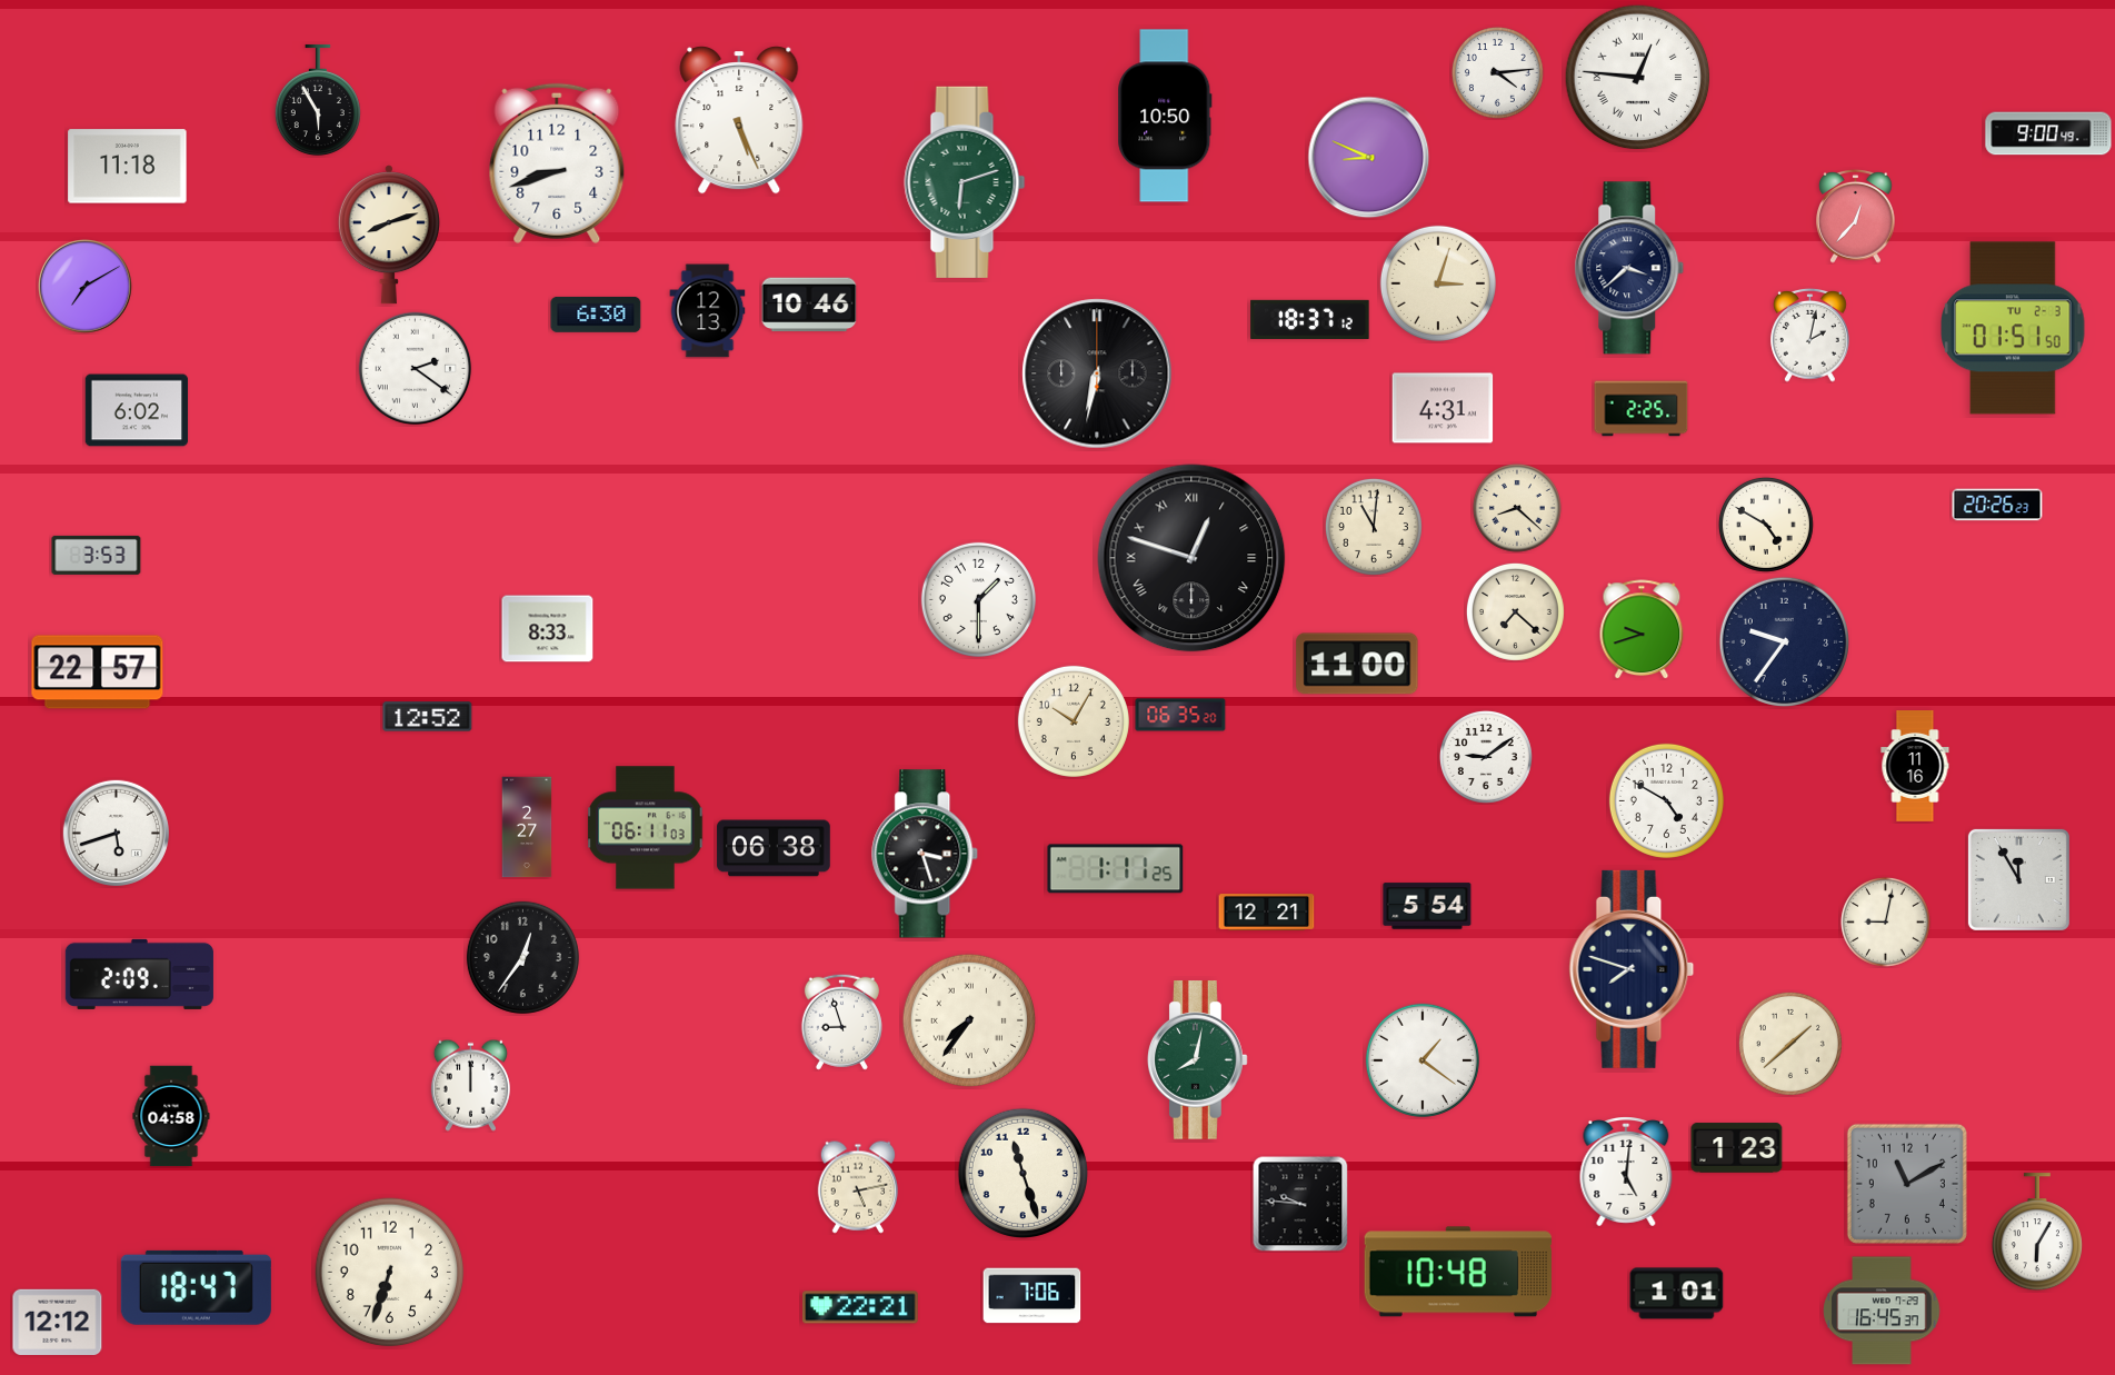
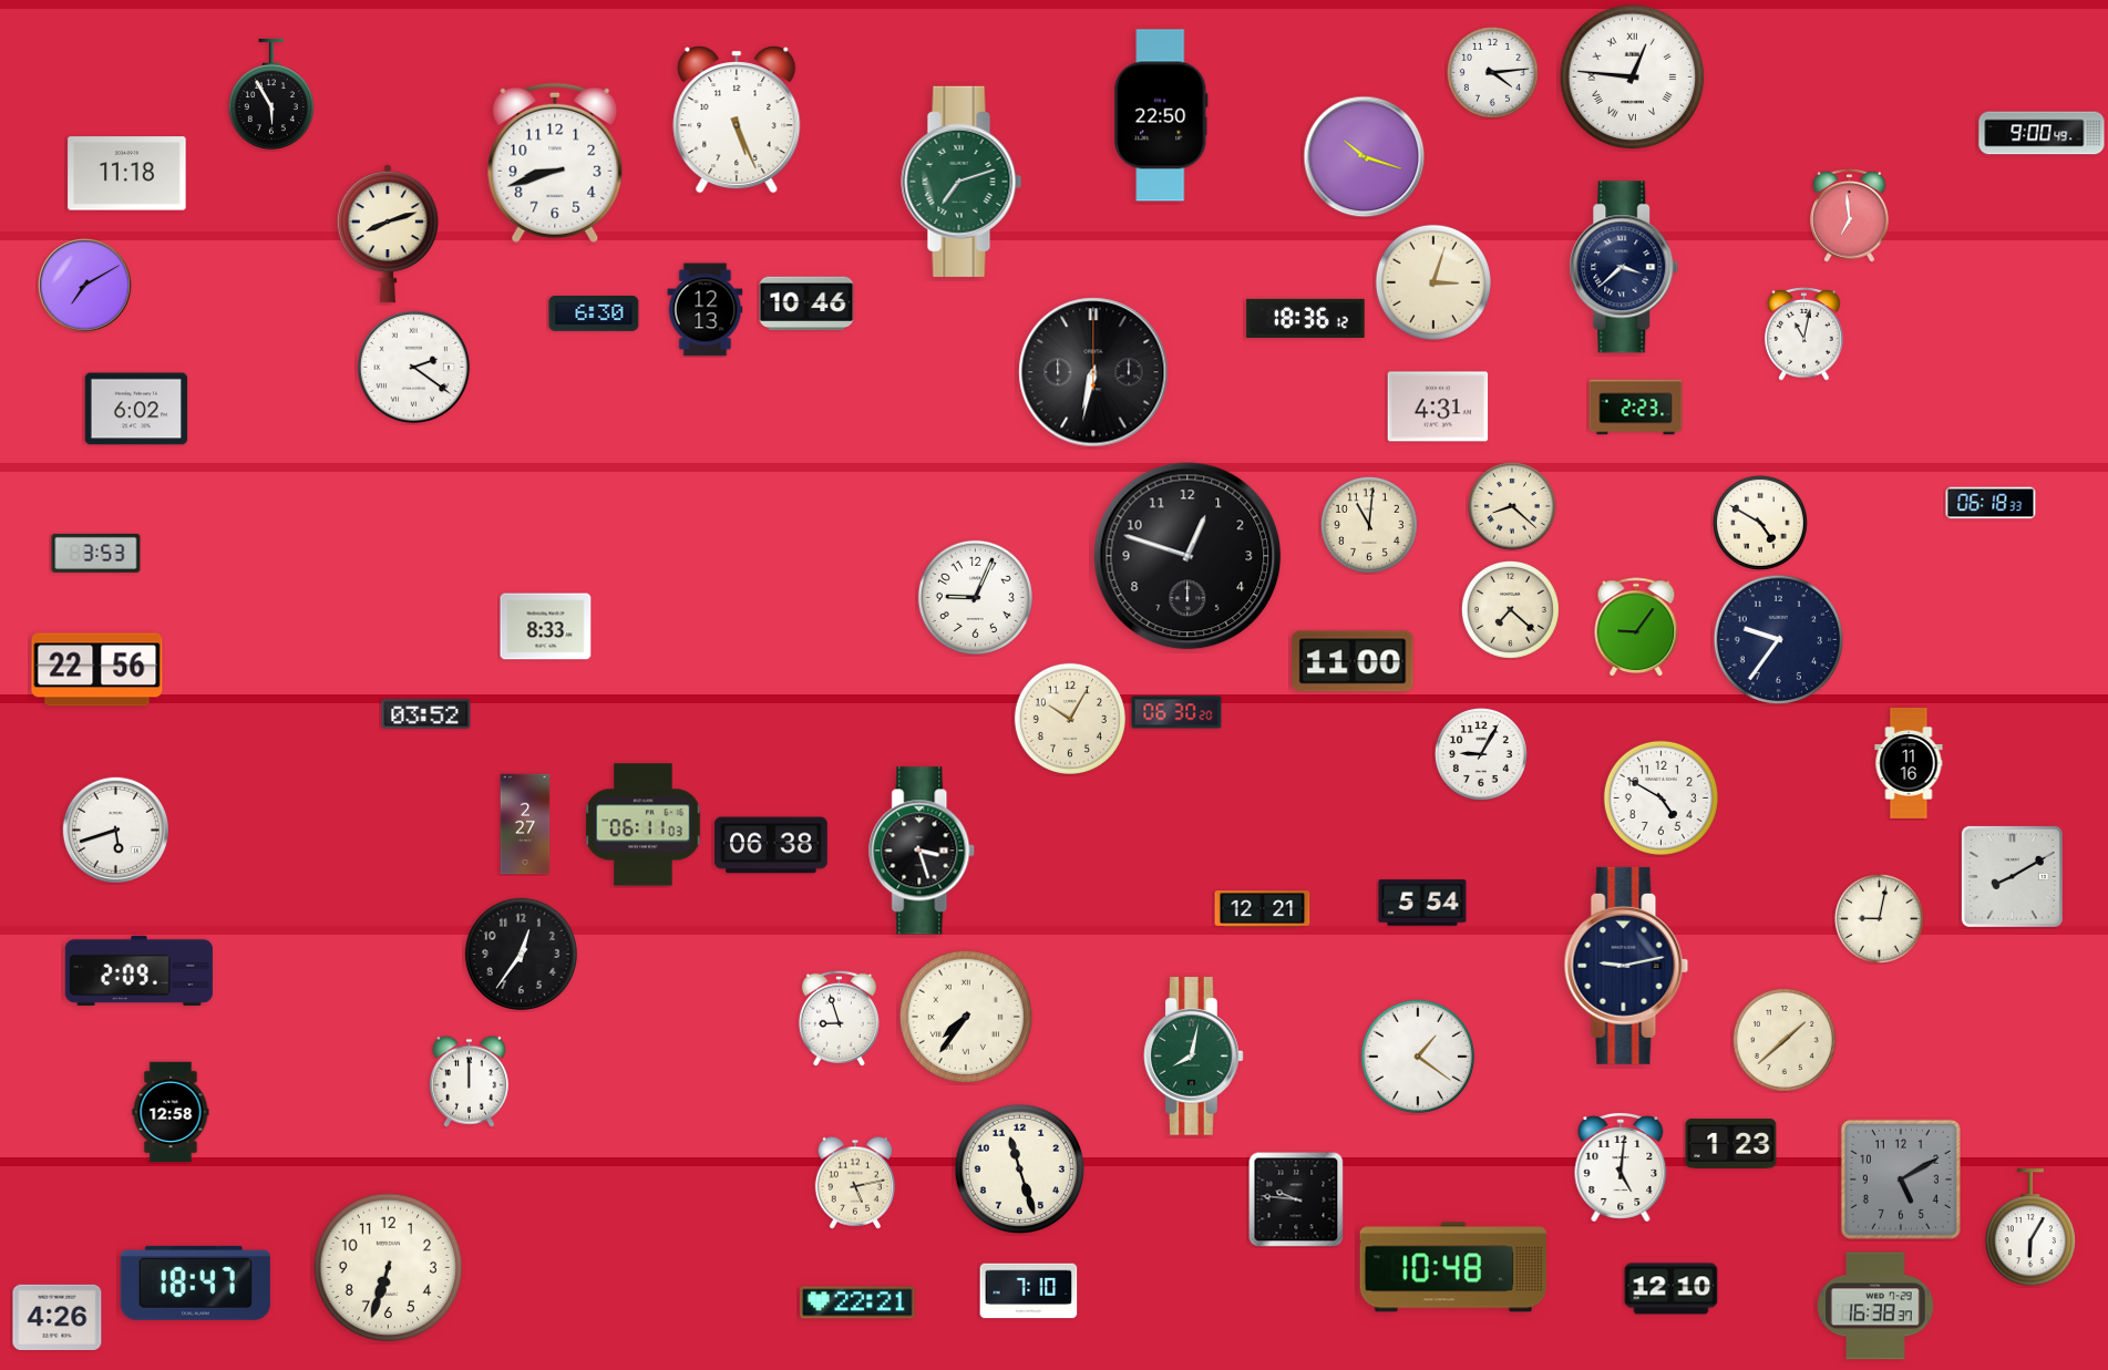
clock at (318, 100) position: (318, 100) -> (271, 94)
clock at (1165, 116): 10:50 -> 22:50
clock at (1369, 158): 8:49 -> 10:18
clock at (128, 167) position: (128, 167) -> (127, 174)
clock at (965, 182): 6:12 -> 7:12
clock at (1856, 216): 12:37 -> 6:59
clock at (1310, 319): 18:37 -> 18:36
clock at (2013, 328): 01:51 -> none
clock at (1810, 335): 2:02 -> 11:02
clock at (1642, 409): 2:25 -> 2:23
clock at (1997, 505): 20:26 -> 06:18
clock at (1191, 558) numerals: Roman -> Arabic
clock at (978, 599): 1:30 -> 9:04
clock at (1642, 629): 9:42 -> 9:06
clock at (98, 672): 22:57 -> 22:56
clock at (1180, 715): 06:35 -> 06:30
clock at (428, 717): 12:52 -> 03:52
clock at (1486, 757): 9:09 -> 9:05
clock at (1116, 869): 1:11 -> none
clock at (2018, 879): 11:55 -> 8:10
clock at (1632, 969): 7:48 -> 9:13
clock at (171, 1116): 04:58 -> 12:58
clock at (1907, 1184): 11:10 -> 5:10
clock at (1677, 1294): 1:01 -> 12:10
clock at (1032, 1296): 7:06 -> 7:10
clock at (1882, 1311): 16:45 -> 16:38
clock at (58, 1322): 12:12 -> 4:26
